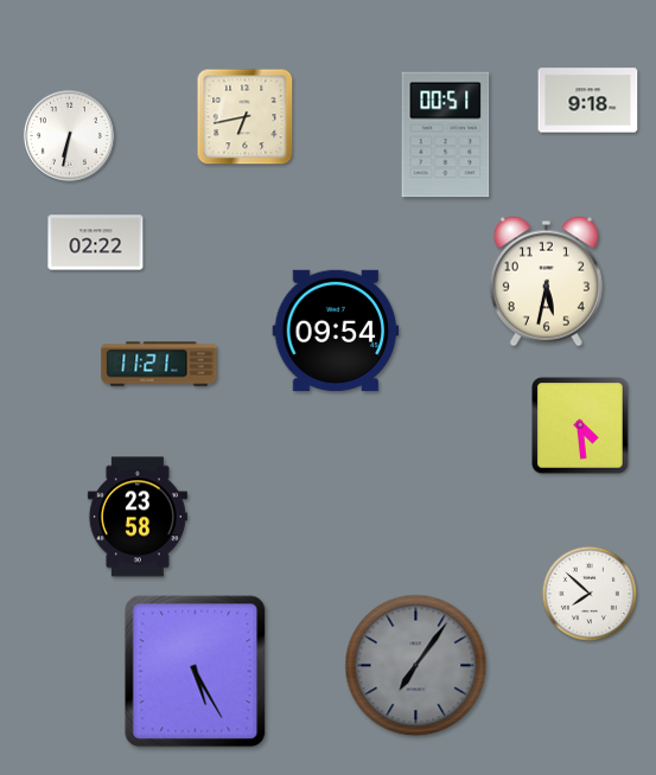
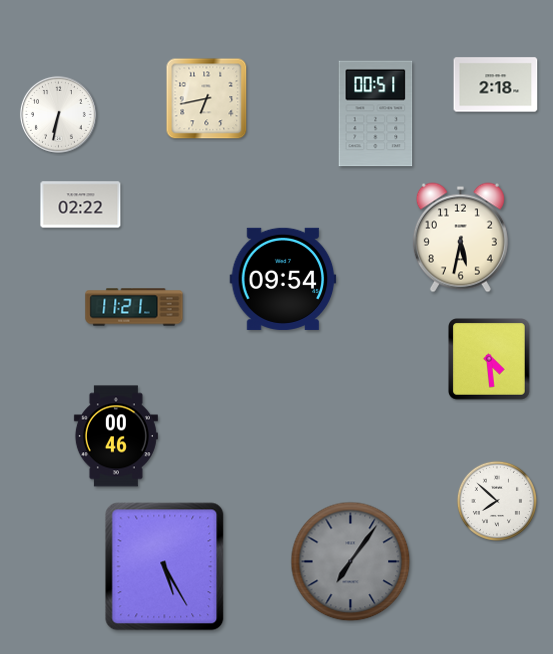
clock at (588, 101): 9:18 -> 2:18
clock at (138, 517): 23:58 -> 00:46
